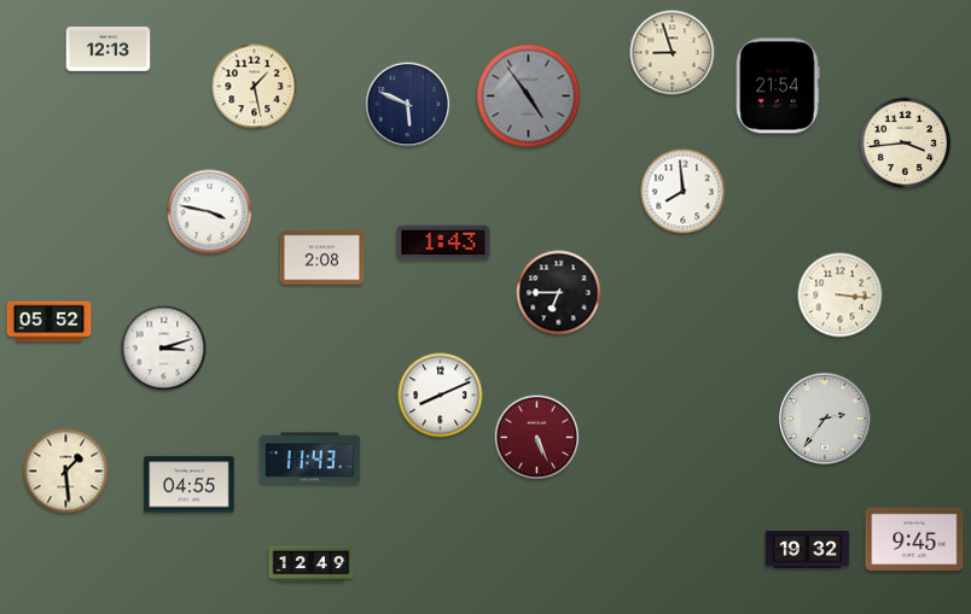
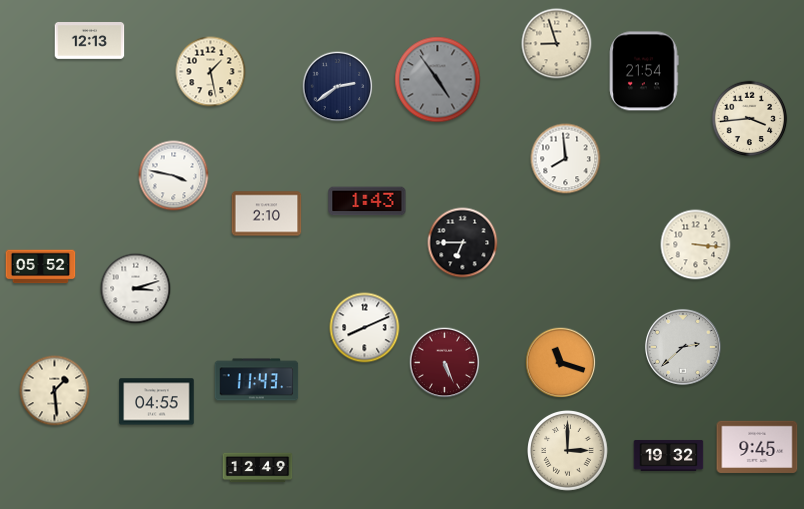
clock at (408, 105): 5:49 -> 2:39
clock at (322, 258): 2:08 -> 2:10
clock at (825, 419): 2:36 -> 2:38
clock at (561, 363): none -> 11:18
clock at (568, 451): none -> 3:00
